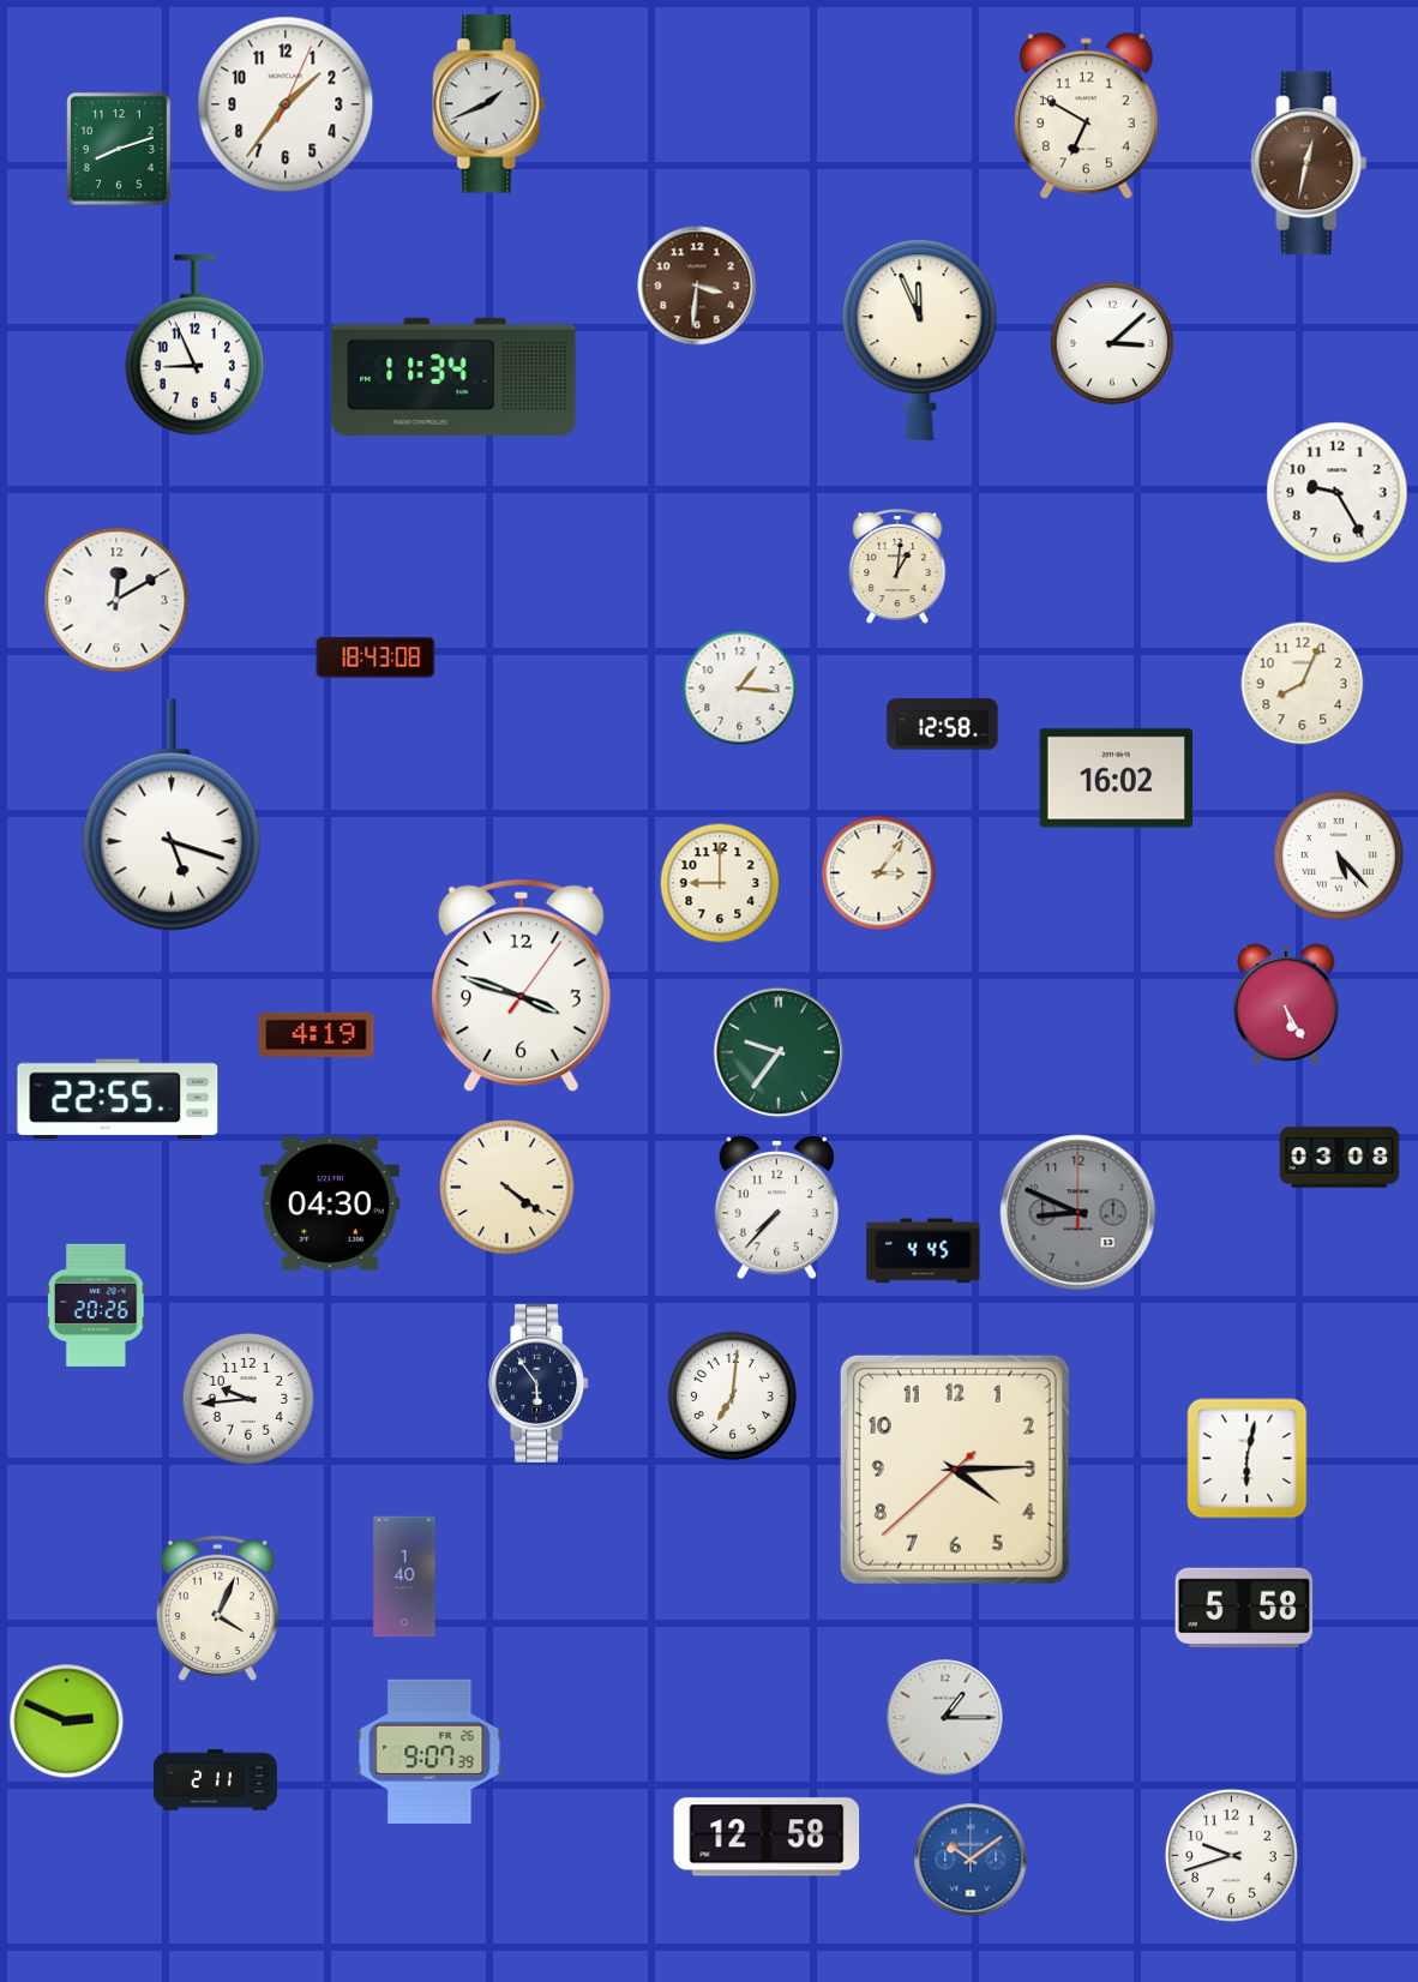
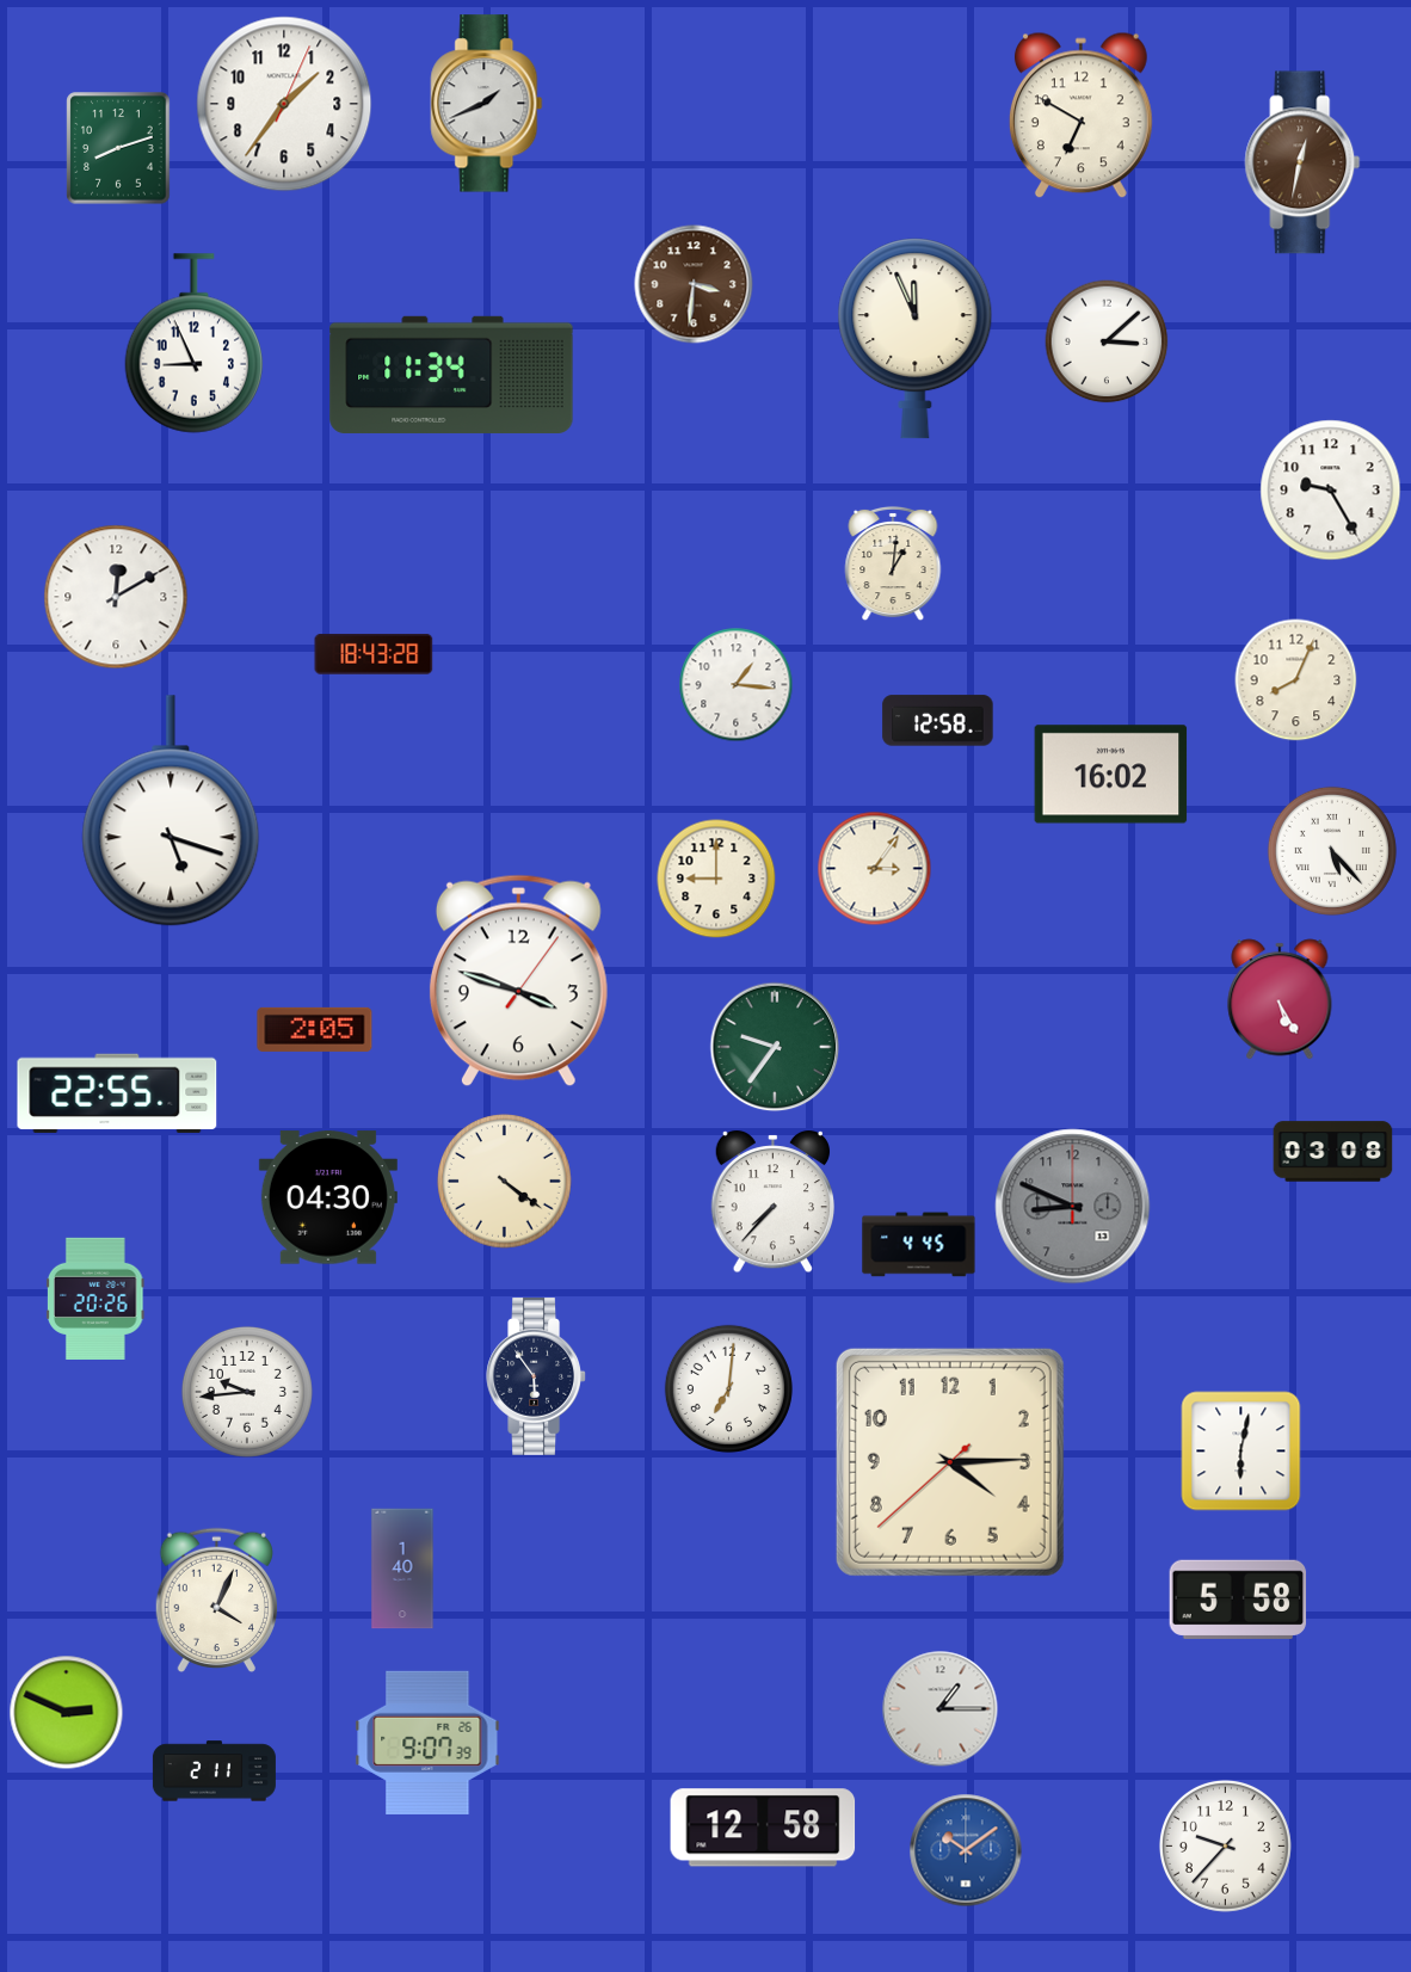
clock at (375, 657): 18:43:08 -> 18:43:28
clock at (317, 1034): 4:19 -> 2:05
clock at (1231, 1855): 9:42 -> 9:37
